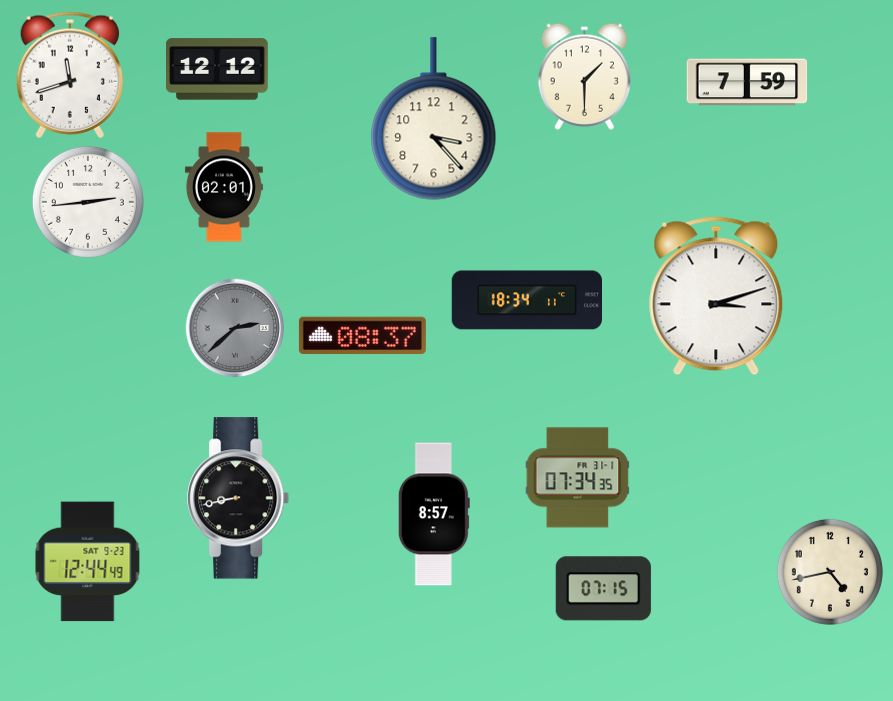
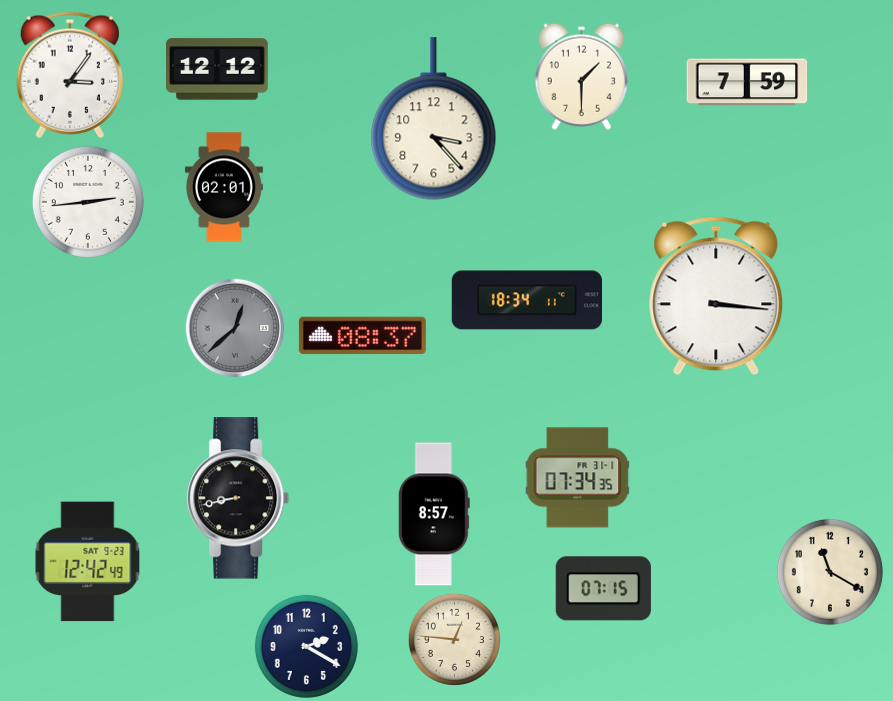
clock at (69, 75): 11:42 -> 3:06
clock at (584, 76) position: (584, 76) -> (581, 76)
clock at (716, 296): 3:12 -> 3:16
clock at (235, 328): 2:38 -> 12:38
clock at (88, 562): 12:44 -> 12:42
clock at (830, 572): 4:43 -> 11:20
clock at (454, 639): none -> 12:46
clock at (306, 646): none -> 2:20
